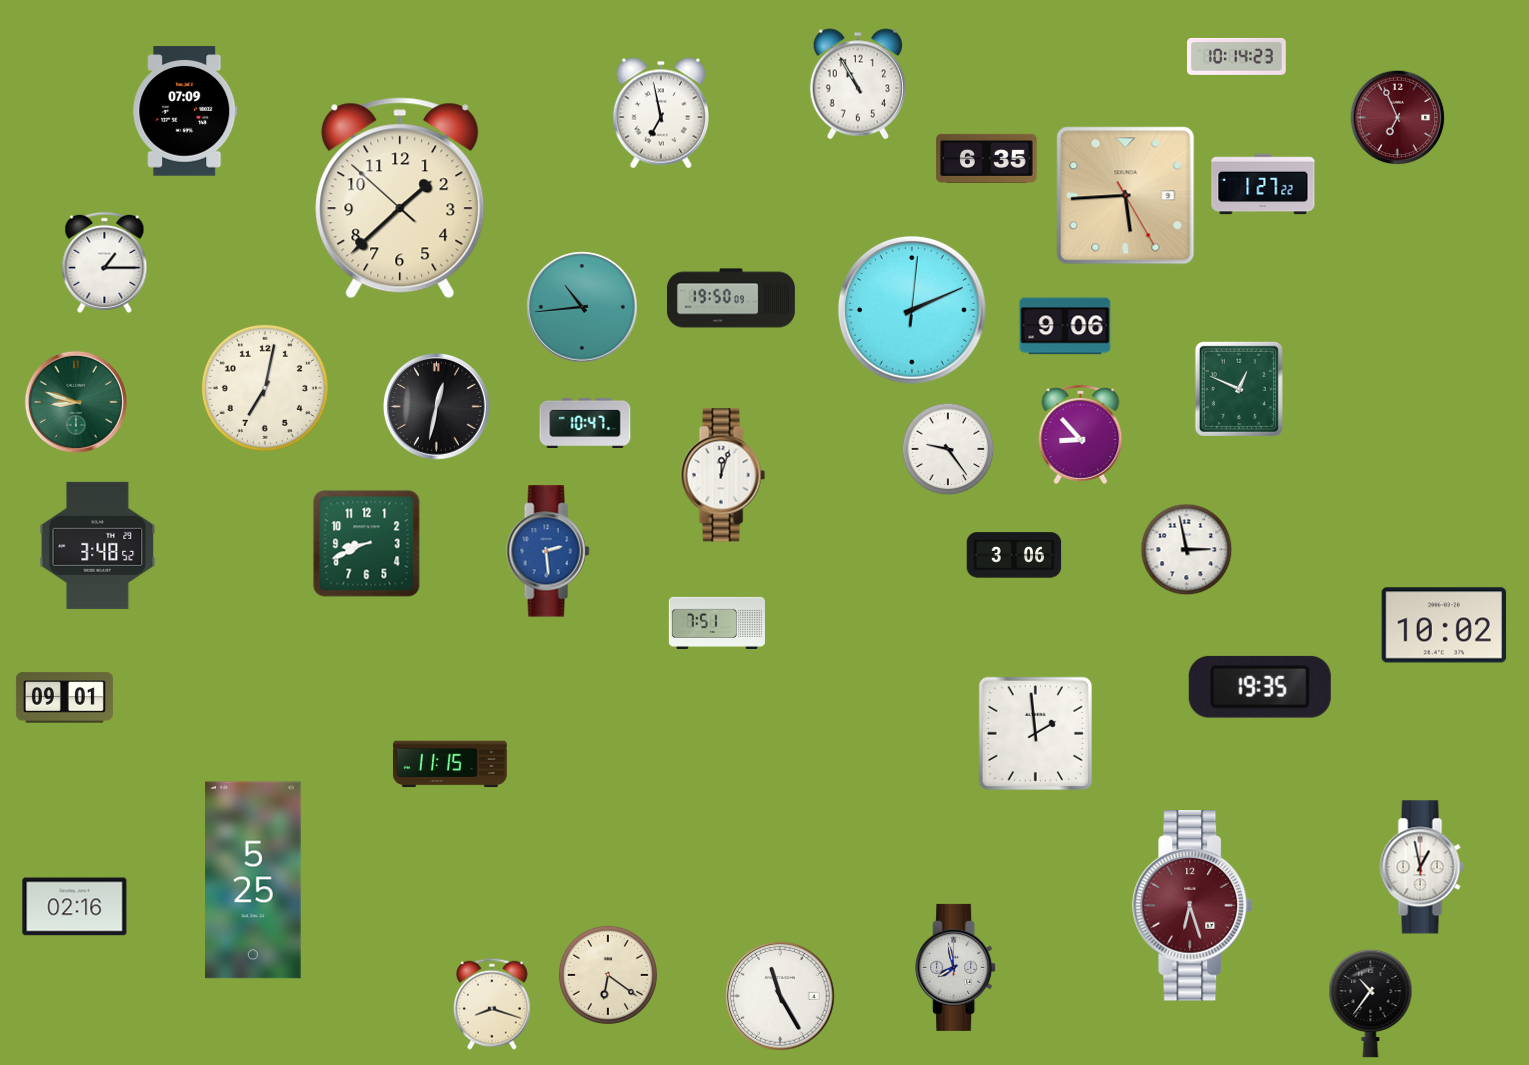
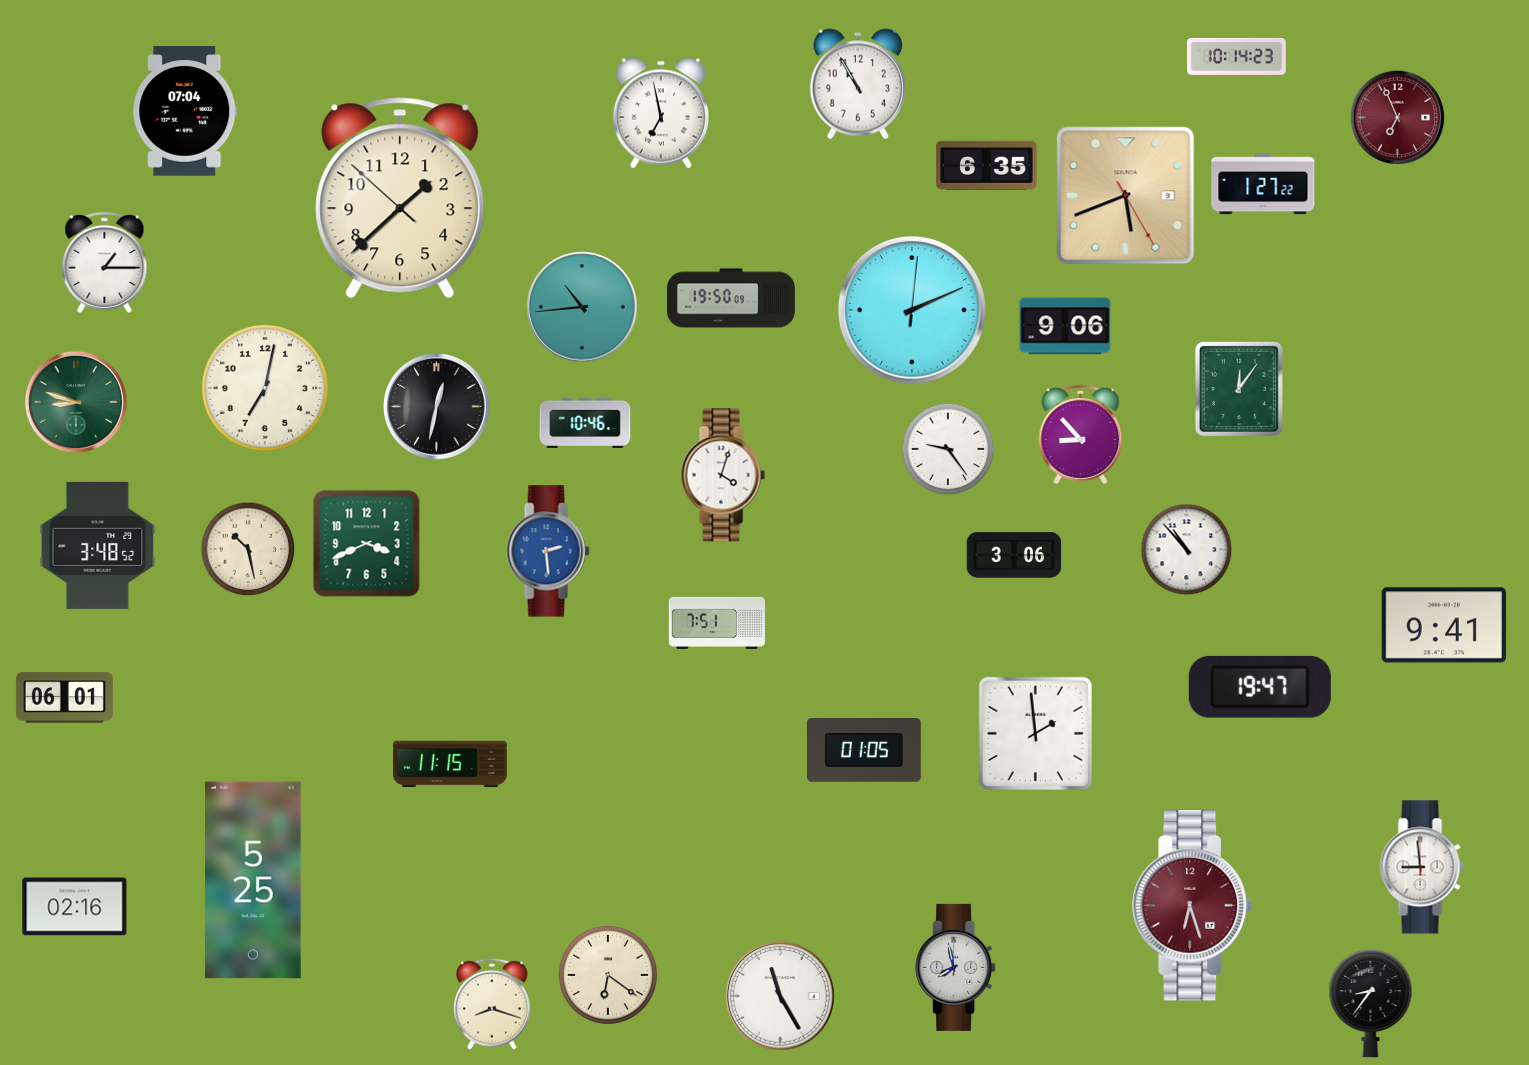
clock at (185, 111): 07:09 -> 07:04
clock at (987, 158) position: (987, 158) -> (987, 165)
clock at (1126, 196): 5:44 -> 5:41
clock at (1239, 389): 12:49 -> 12:06
clock at (585, 422): 10:47 -> 10:46
clock at (723, 475): 12:03 -> 4:03
clock at (367, 544): 8:41 -> 3:41
clock at (248, 549): none -> 10:28
clock at (1187, 550): 2:58 -> 10:53
clock at (1444, 625): 10:02 -> 9:41
clock at (1260, 687): 19:35 -> 19:47
clock at (64, 698): 09:01 -> 06:01
clock at (864, 751): none -> 01:05
clock at (1422, 867): 12:58 -> 8:59
clock at (1371, 1003): 10:36 -> 8:36
